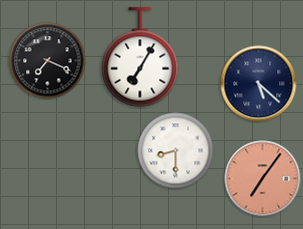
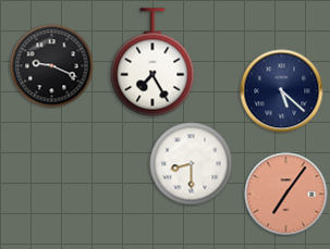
clock at (140, 57): 7:05 -> 7:25
clock at (48, 61): 7:19 -> 9:19
